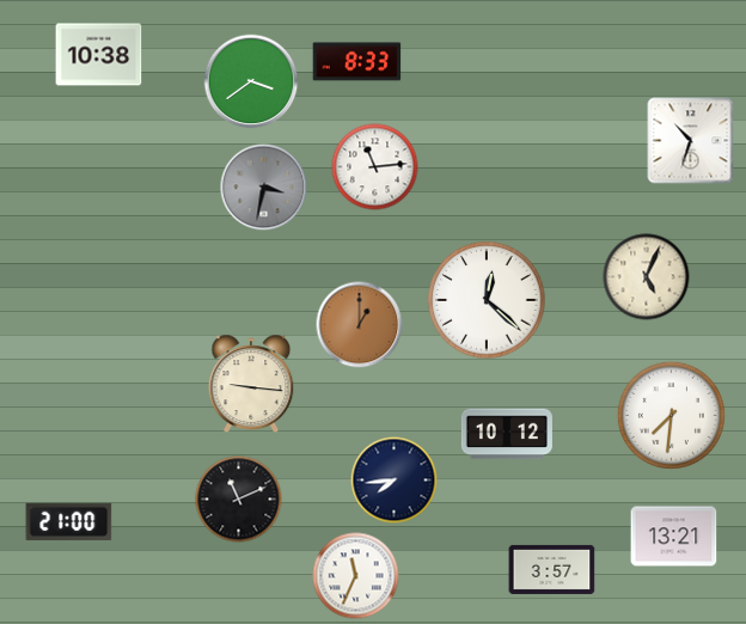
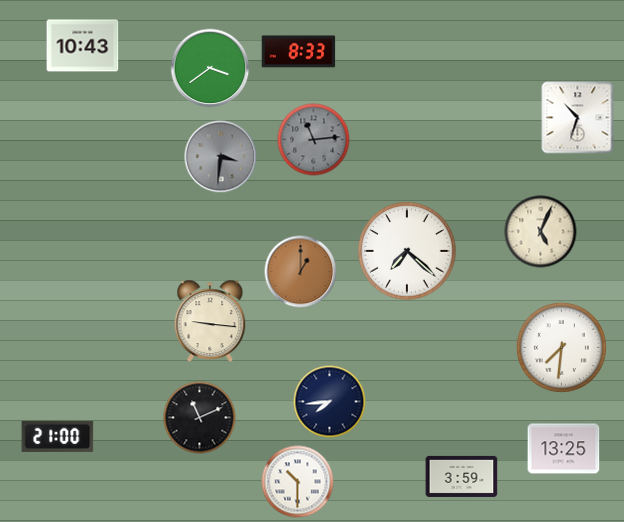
clock at (99, 55): 10:38 -> 10:43
clock at (375, 167) dial: white -> grey
clock at (264, 188): 3:32 -> 3:31
clock at (487, 300): 12:22 -> 7:22
clock at (507, 434): 10:12 -> none
clock at (674, 537): 13:21 -> 13:25
clock at (552, 569): 3:57 -> 3:59
clock at (356, 576): 11:34 -> 10:30
